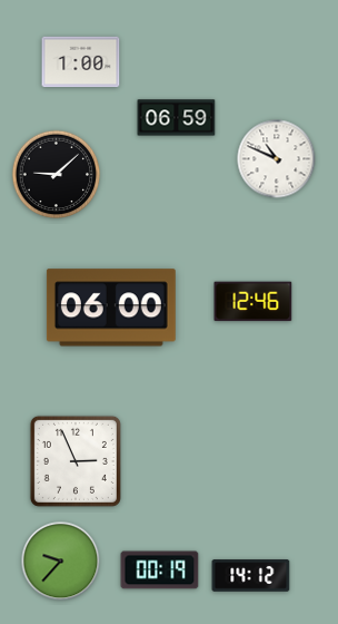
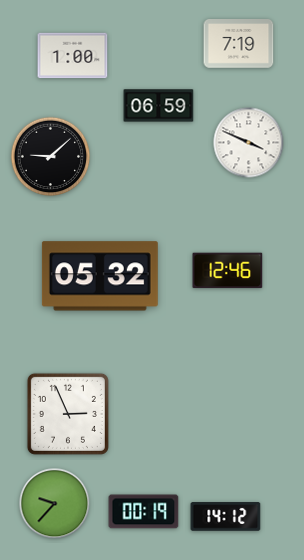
clock at (239, 44): none -> 7:19
clock at (277, 159): 10:49 -> 3:49
clock at (111, 308): 06:00 -> 05:32
